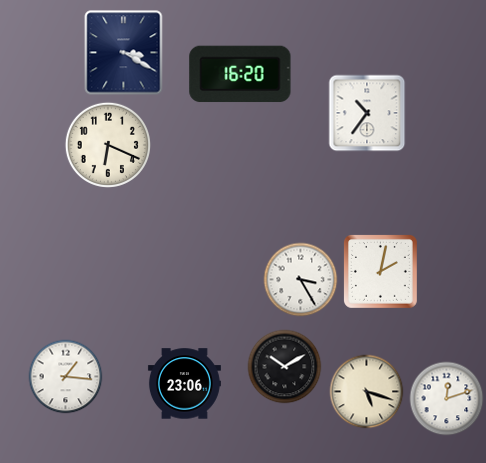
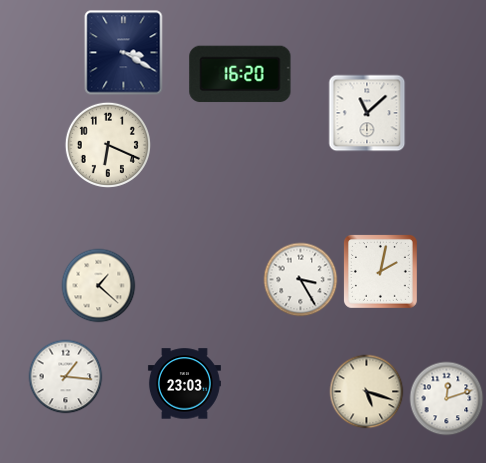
clock at (367, 113): 10:36 -> 11:08
clock at (99, 286): none -> 1:22
clock at (285, 367): 10:10 -> none
clock at (184, 384): 23:06 -> 23:03
